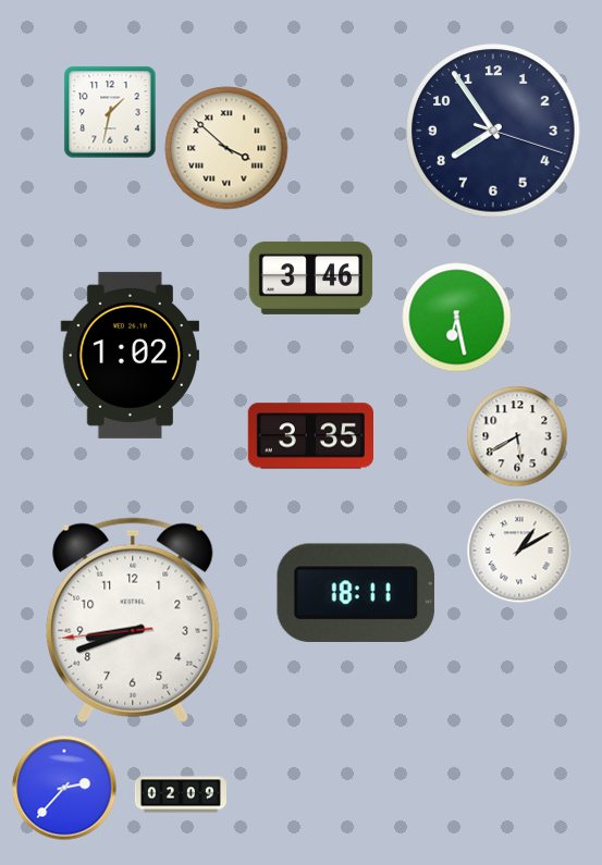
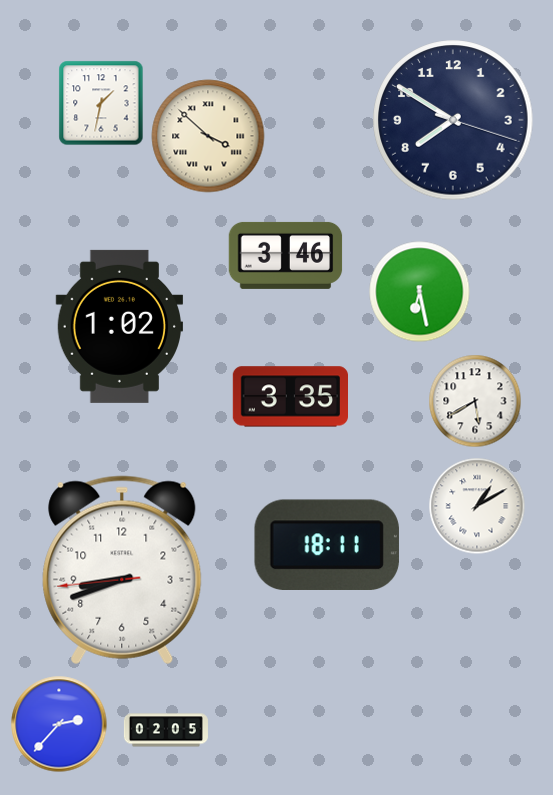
clock at (493, 131): 7:54 -> 7:50
clock at (310, 436) position: (310, 436) -> (290, 397)
clock at (181, 794): 02:09 -> 02:05
